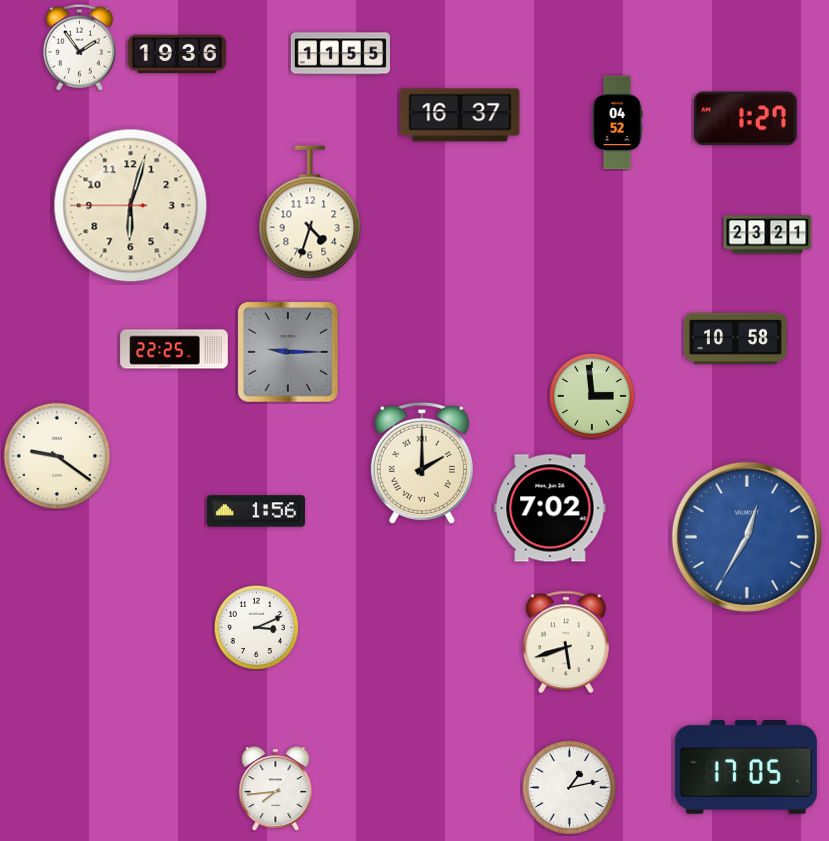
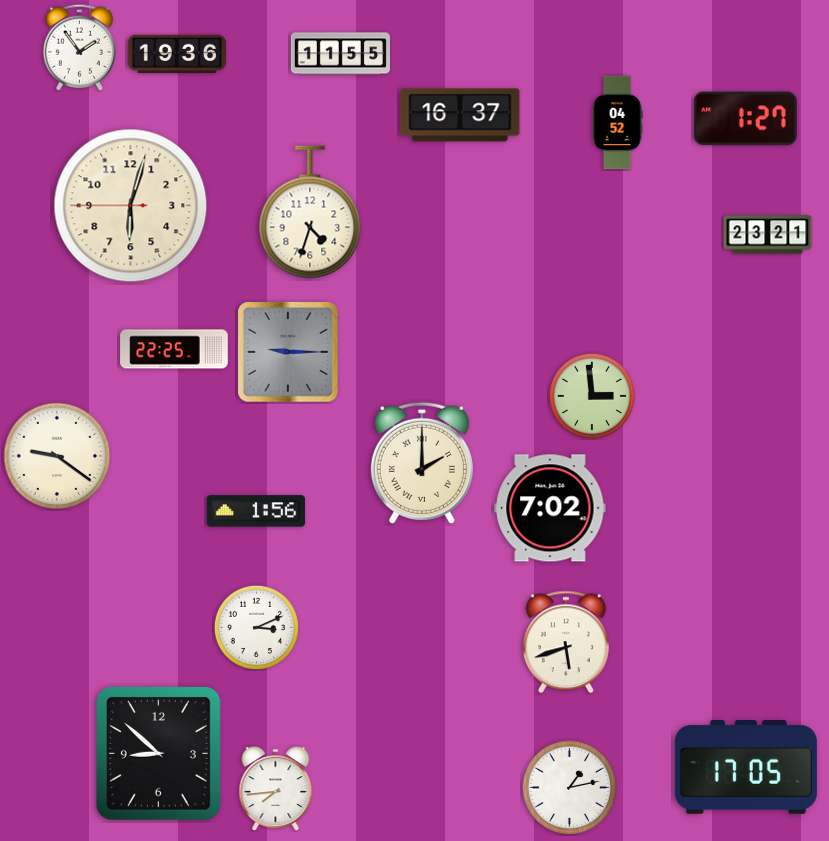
clock at (735, 339): 10:58 -> none
clock at (747, 537): 12:35 -> none
clock at (159, 754): none -> 8:52
